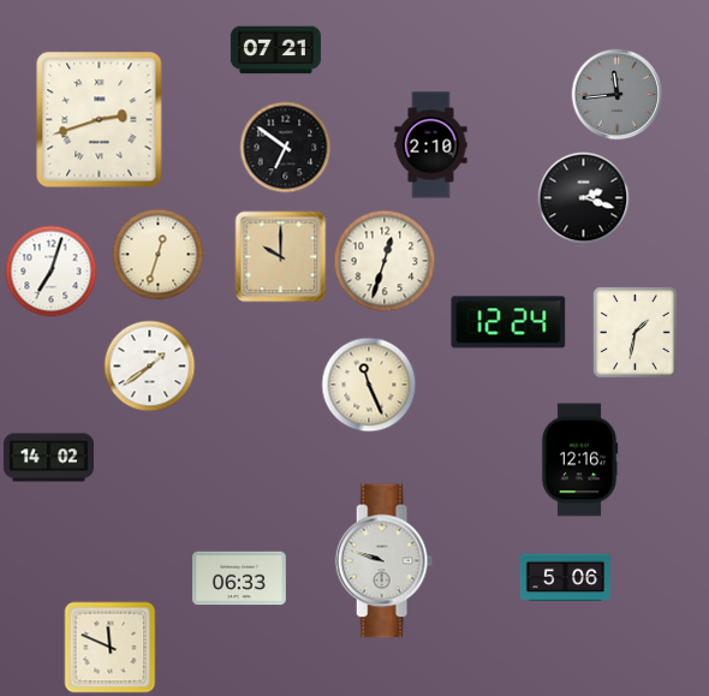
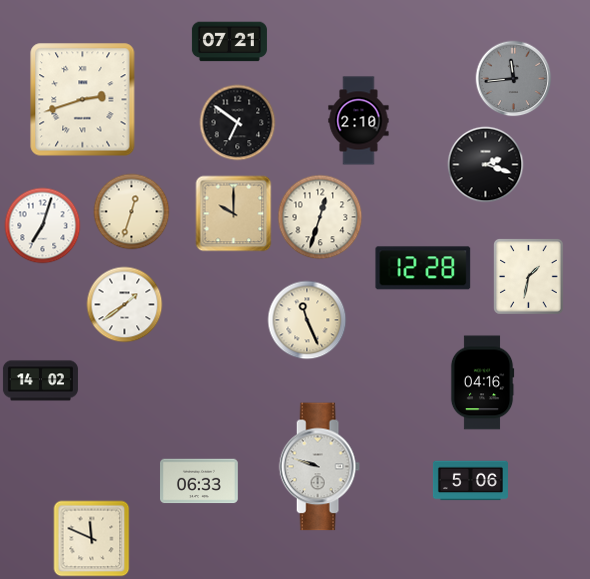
clock at (508, 322): 12:24 -> 12:28
clock at (579, 460): 12:16 -> 04:16
